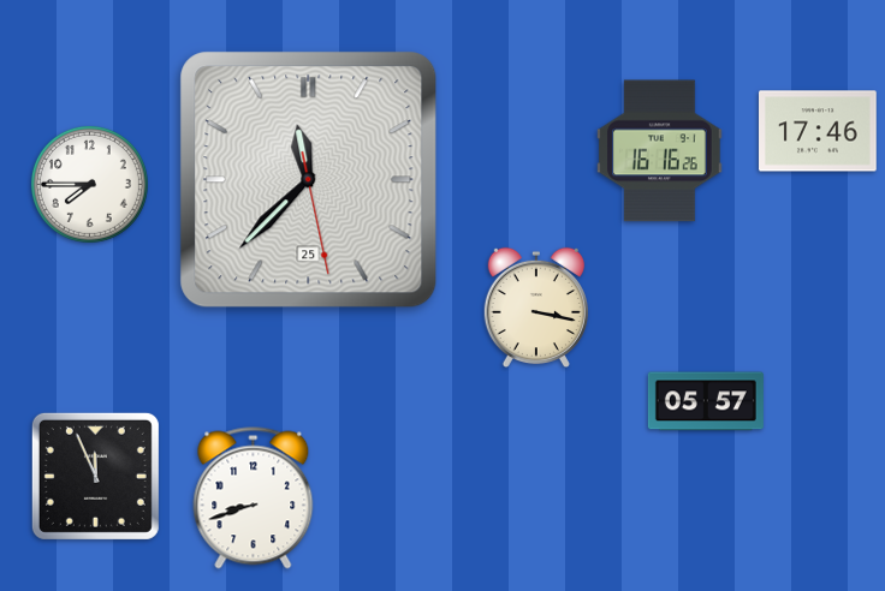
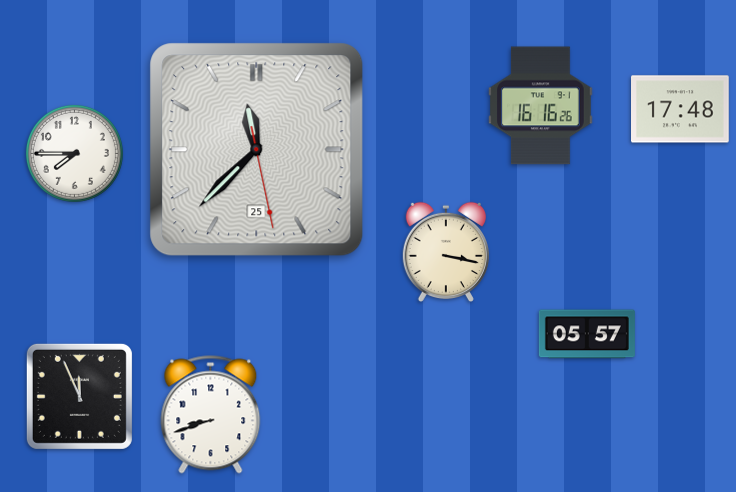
clock at (819, 131): 17:46 -> 17:48
clock at (660, 151) position: (660, 151) -> (541, 106)
clock at (536, 308) position: (536, 308) -> (446, 252)
